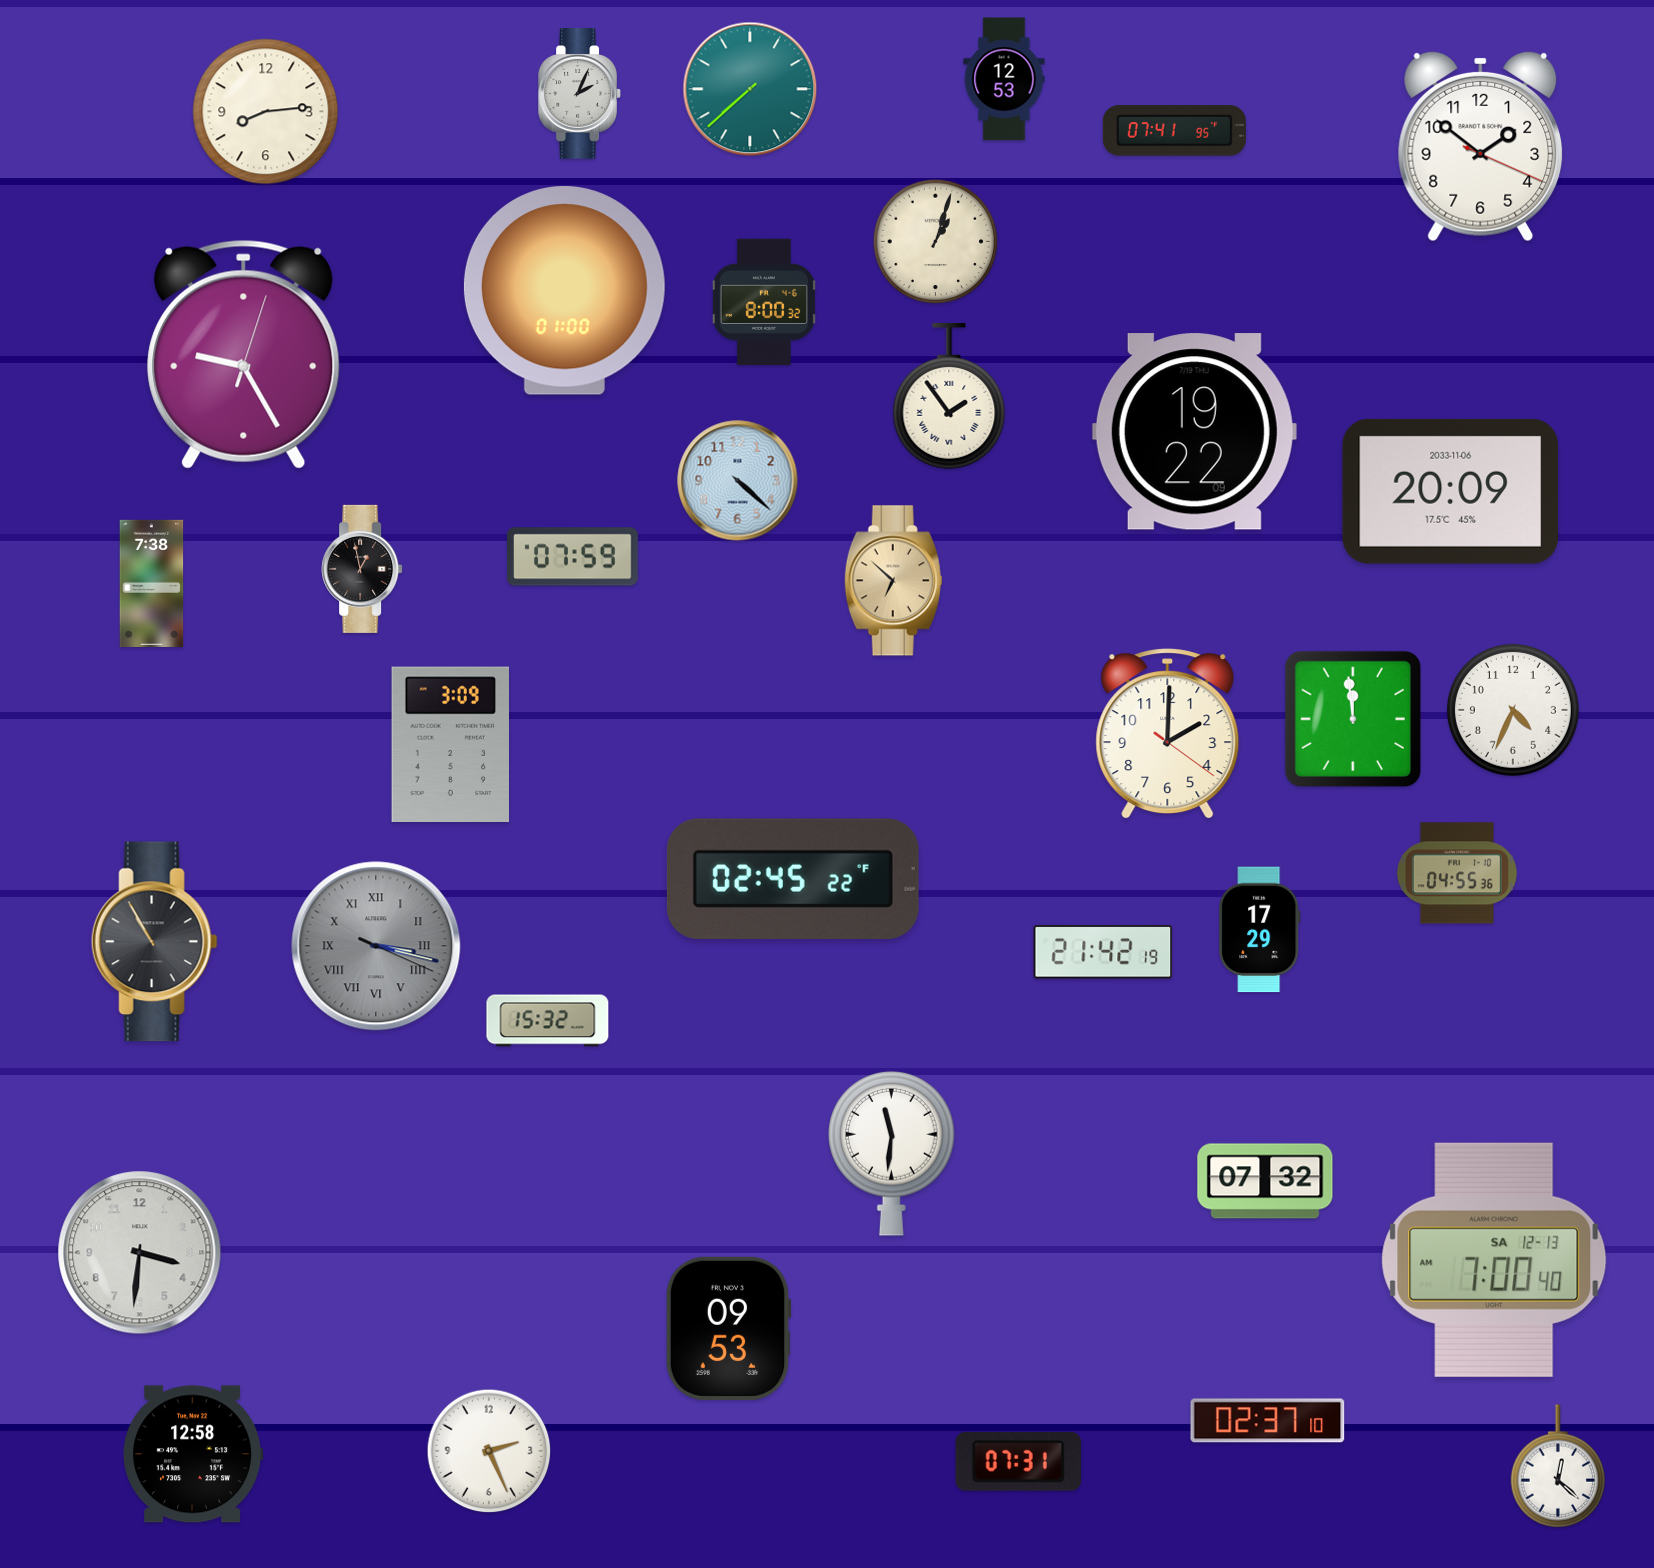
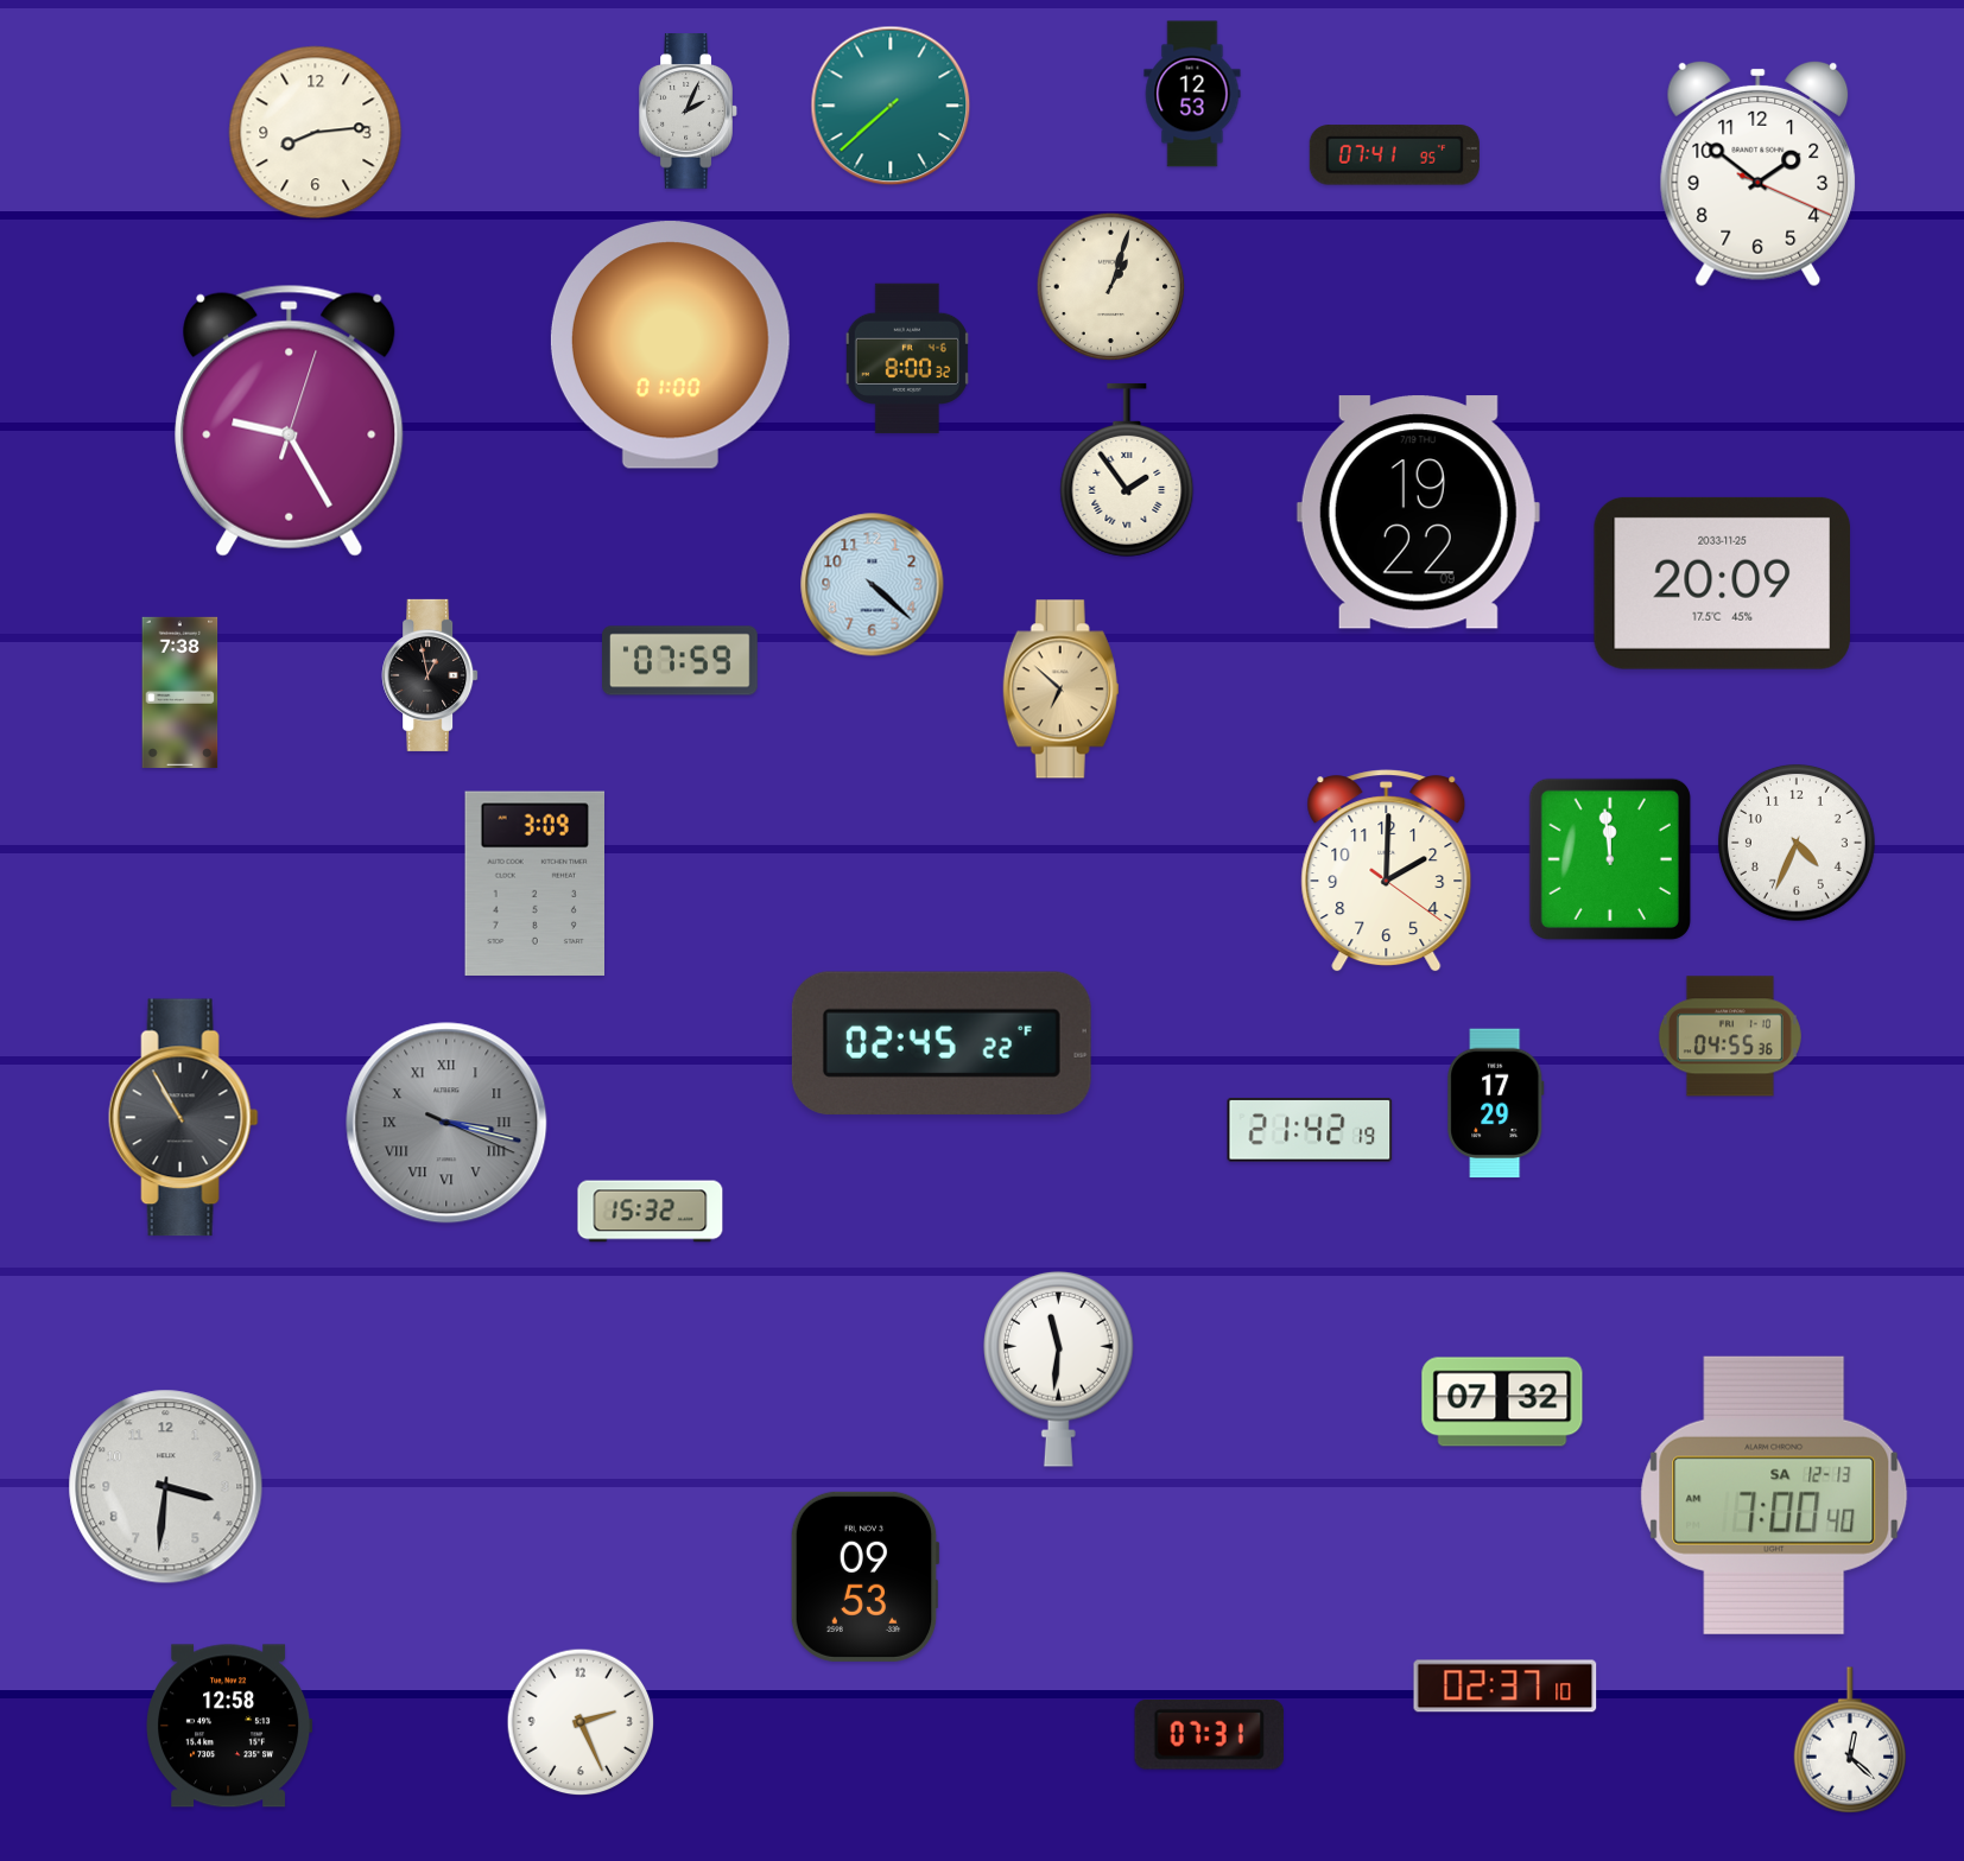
clock at (738, 481) position: (738, 481) -> (873, 585)
clock at (1450, 491) date: 2033-11-06 -> 2033-11-25
clock at (1353, 719) position: (1353, 719) -> (1610, 859)
